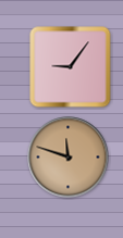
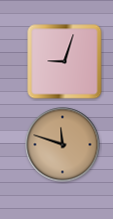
clock at (71, 67): 9:06 -> 9:03
